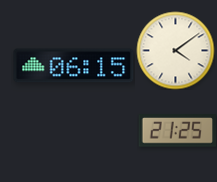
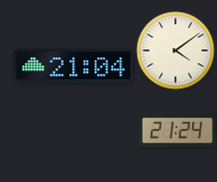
clock at (74, 66): 06:15 -> 21:04
clock at (177, 131): 21:25 -> 21:24
